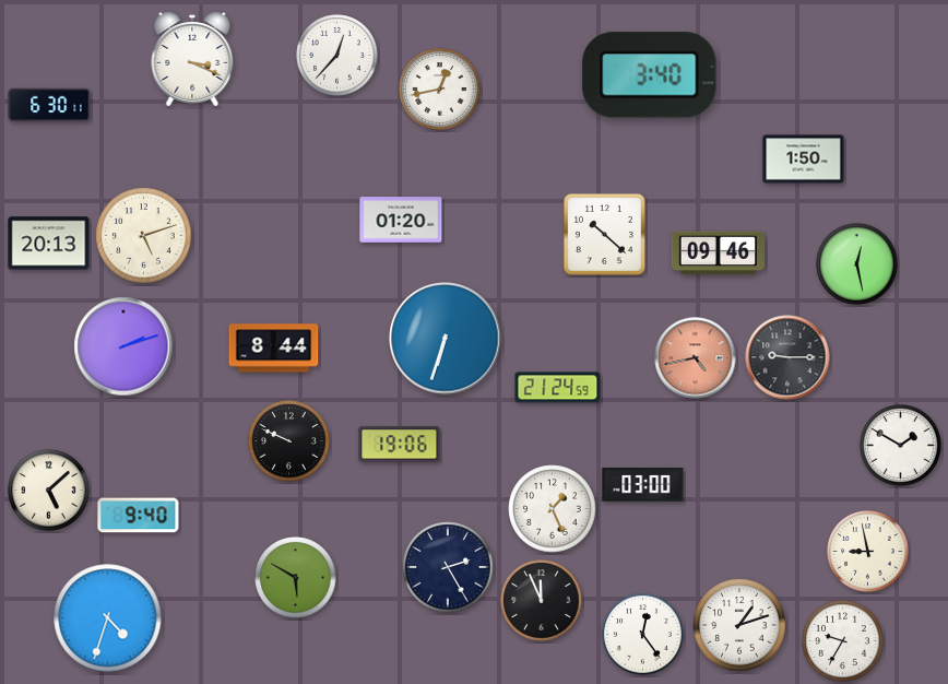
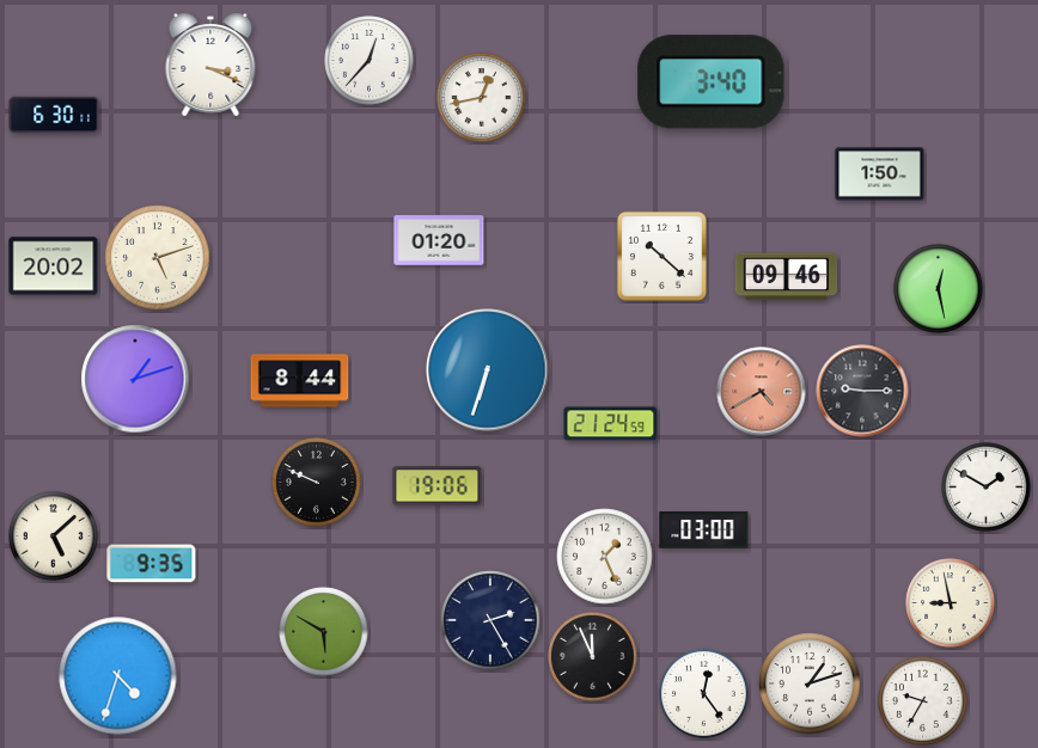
clock at (49, 244): 20:13 -> 20:02
clock at (123, 346): 2:12 -> 1:12
clock at (696, 358): 4:43 -> 4:40
clock at (139, 516): 9:40 -> 9:35
